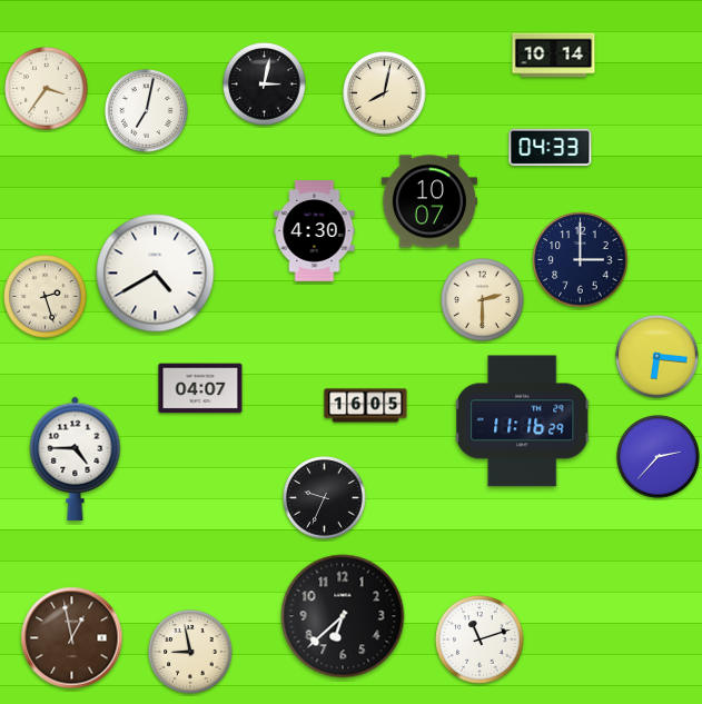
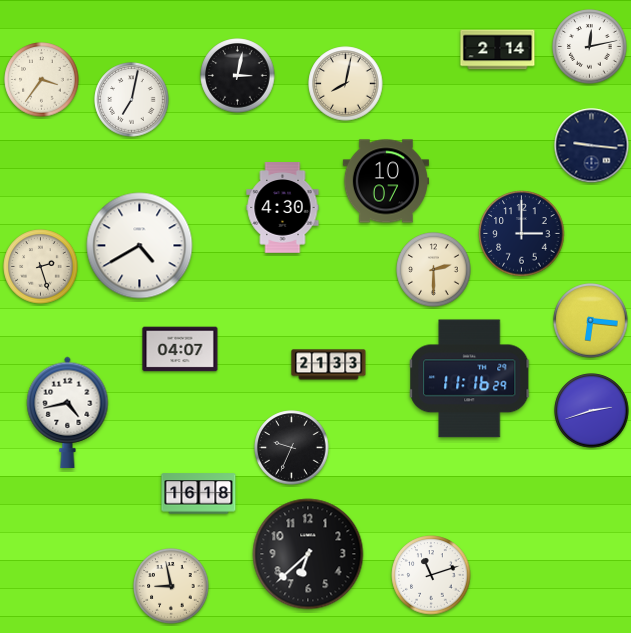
clock at (590, 47): none -> 12:13
clock at (554, 56): 10:14 -> 2:14
clock at (551, 148): 04:33 -> none
clock at (592, 146): none -> 9:16
clock at (366, 406): 16:05 -> 21:33
clock at (659, 457): 2:37 -> 2:42
clock at (76, 458): 4:45 -> 4:43
clock at (199, 494): none -> 16:18
clock at (72, 638): 12:58 -> none
